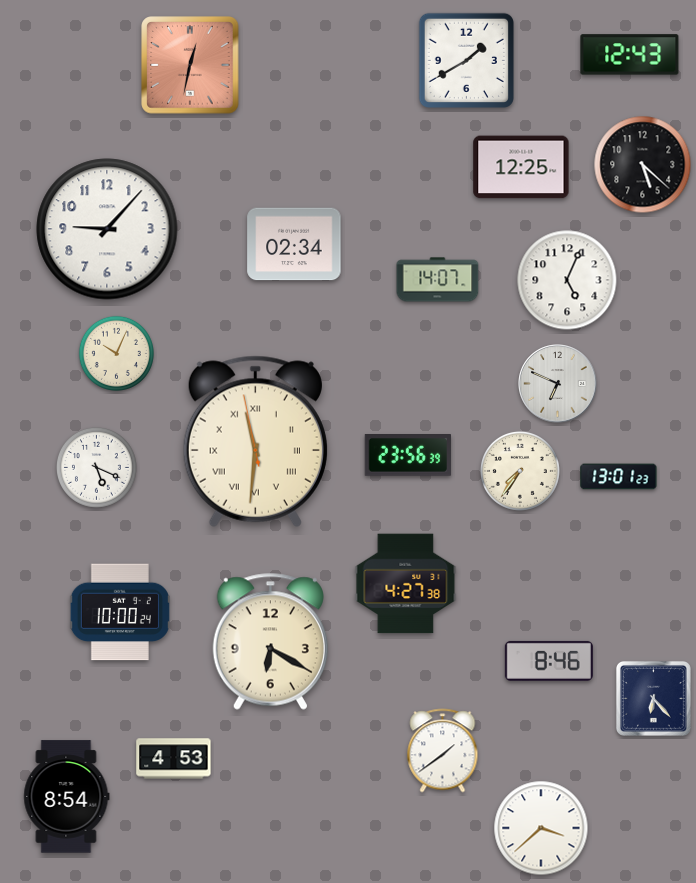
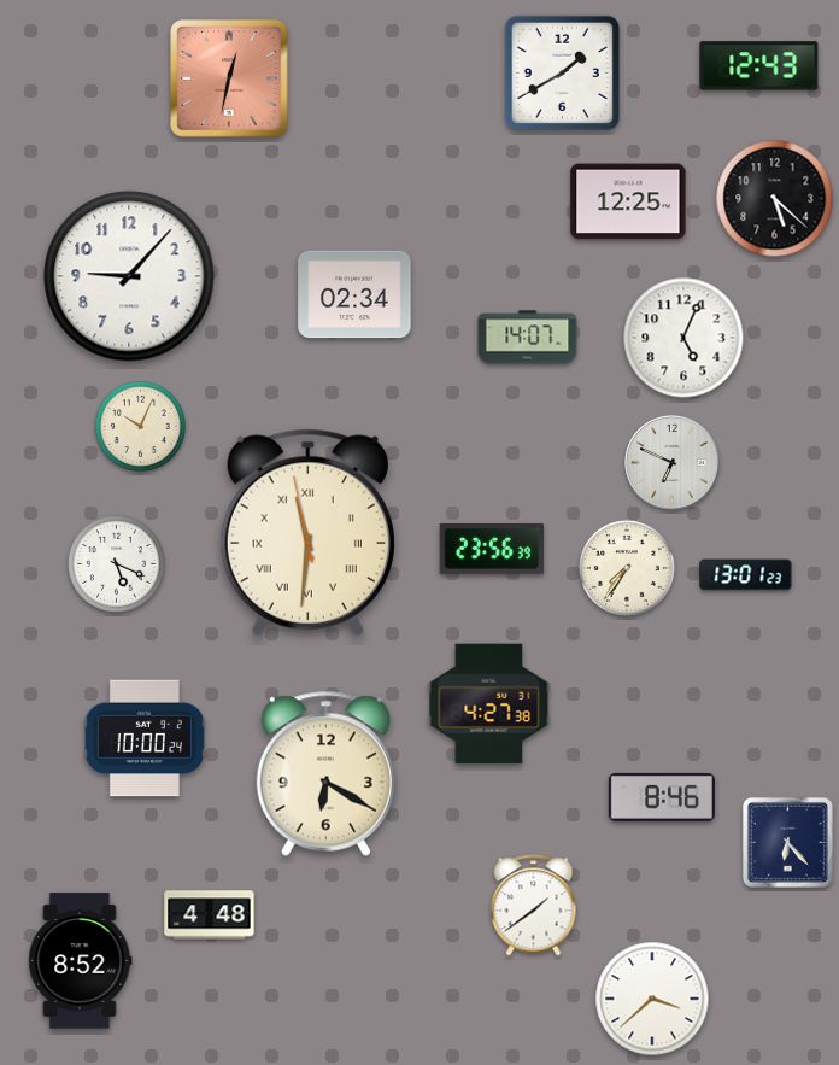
clock at (174, 759): 4:53 -> 4:48
clock at (67, 797): 8:54 -> 8:52
